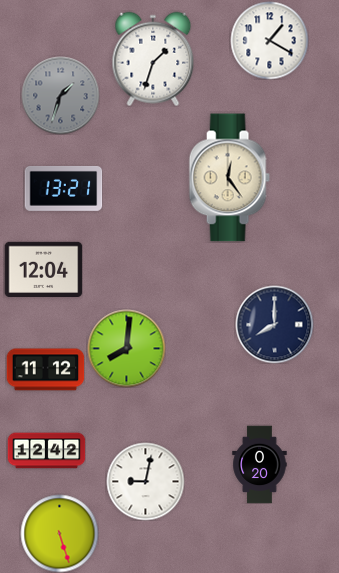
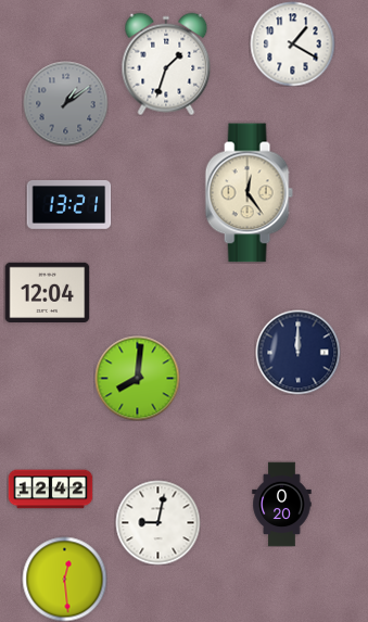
clock at (60, 95): 1:33 -> 1:09
clock at (274, 324): 8:00 -> 12:00
clock at (45, 370): 11:12 -> none
clock at (59, 533): 5:27 -> 12:29
